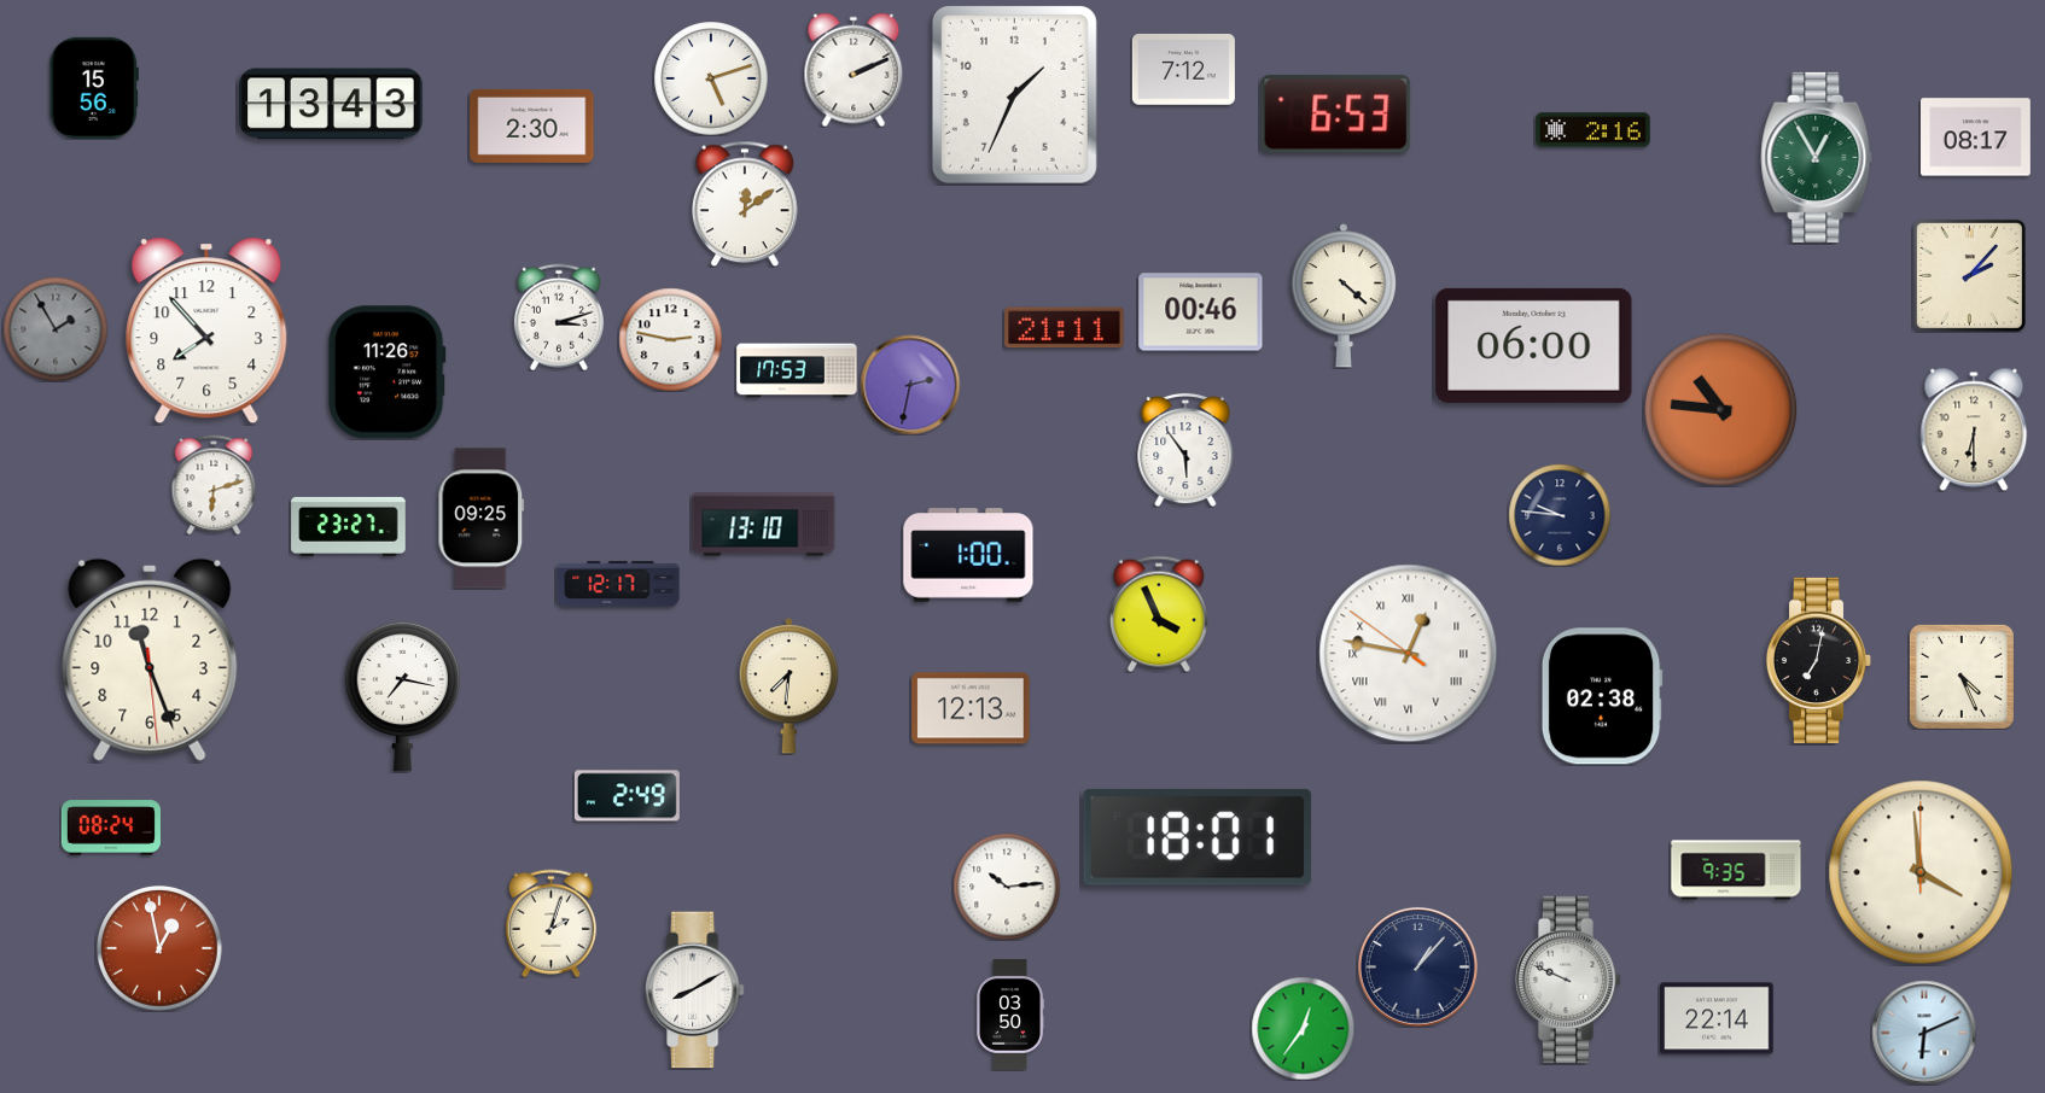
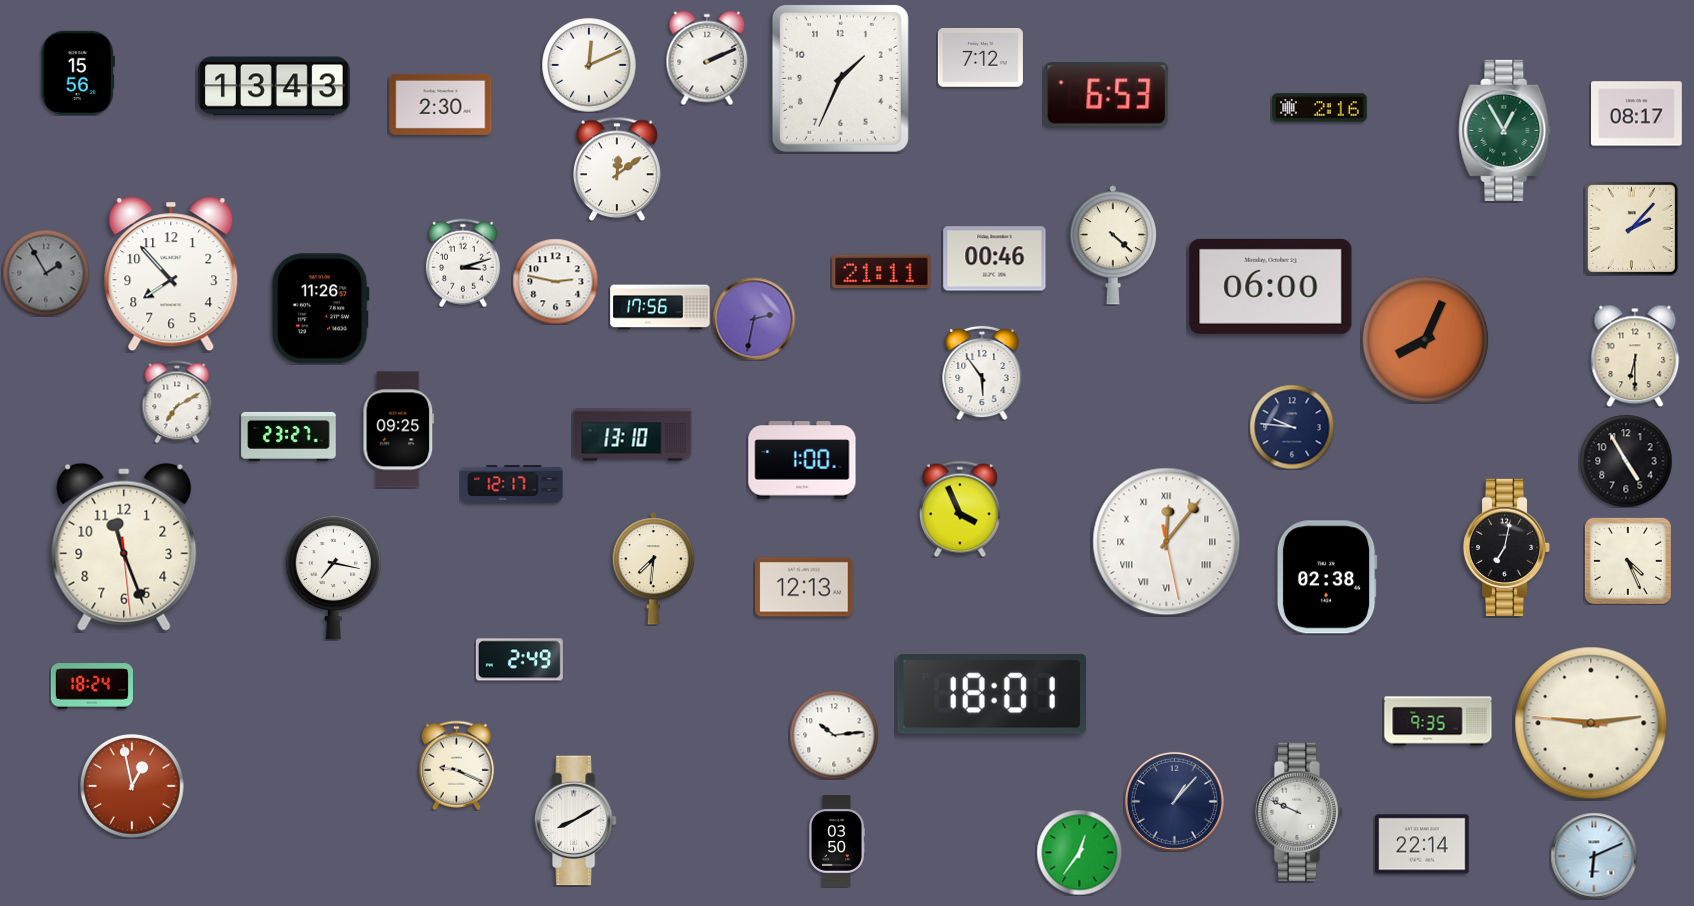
clock at (711, 78): 5:12 -> 12:11
clock at (797, 370): 17:53 -> 17:56
clock at (1720, 409): 10:46 -> 8:04
clock at (214, 485): 6:12 -> 7:10
clock at (1626, 461): none -> 4:55
clock at (1409, 654): 12:46 -> 12:06
clock at (1962, 677) position: (1962, 677) -> (1628, 561)
clock at (111, 828): 08:24 -> 18:24
clock at (1921, 872): 3:59 -> 9:13
clock at (550, 923): 2:03 -> 9:19
